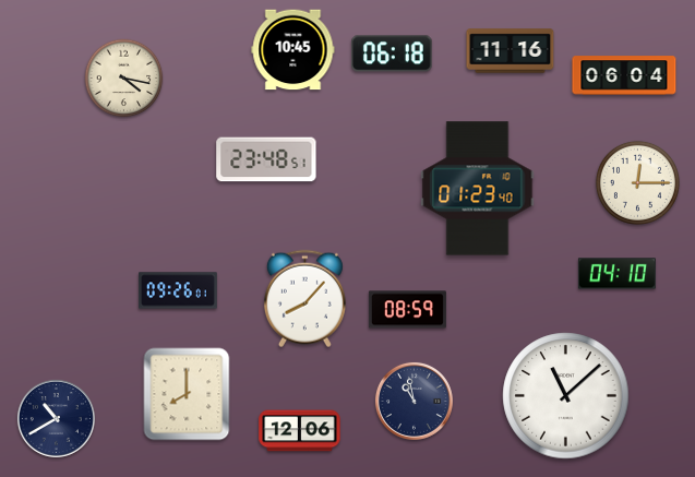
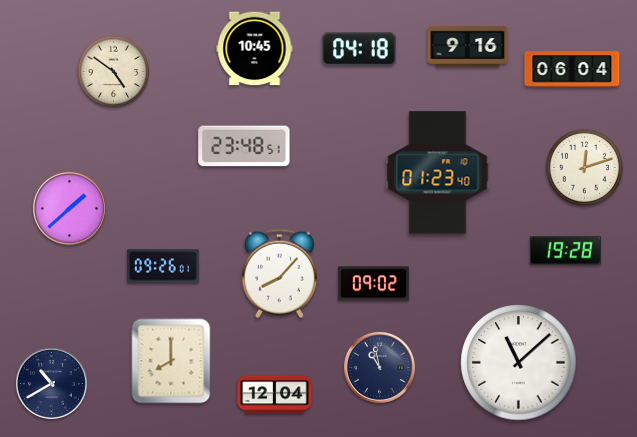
clock at (293, 50) position: (293, 50) -> (255, 49)
clock at (511, 51): 11:16 -> 9:16
clock at (392, 53): 06:18 -> 04:18
clock at (124, 79): 4:17 -> 4:51
clock at (637, 182): 12:15 -> 12:12
clock at (69, 208): none -> 1:38
clock at (616, 274): 04:10 -> 19:28
clock at (407, 310): 08:59 -> 09:02
clock at (300, 431): 12:06 -> 12:04
